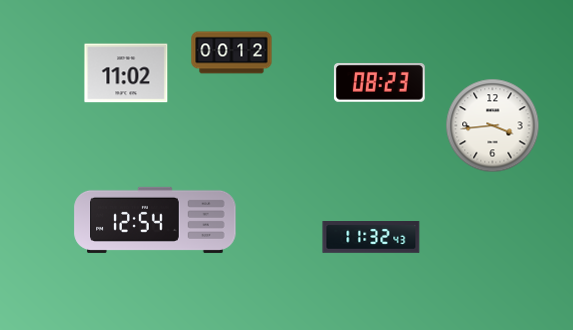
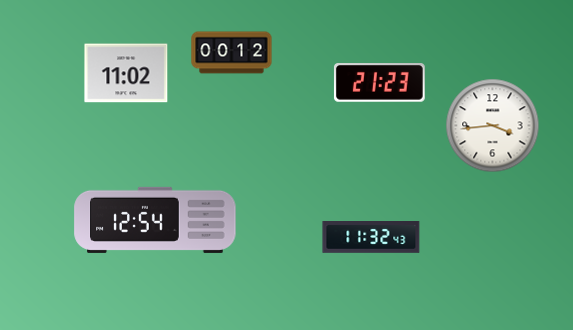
clock at (379, 83): 08:23 -> 21:23
